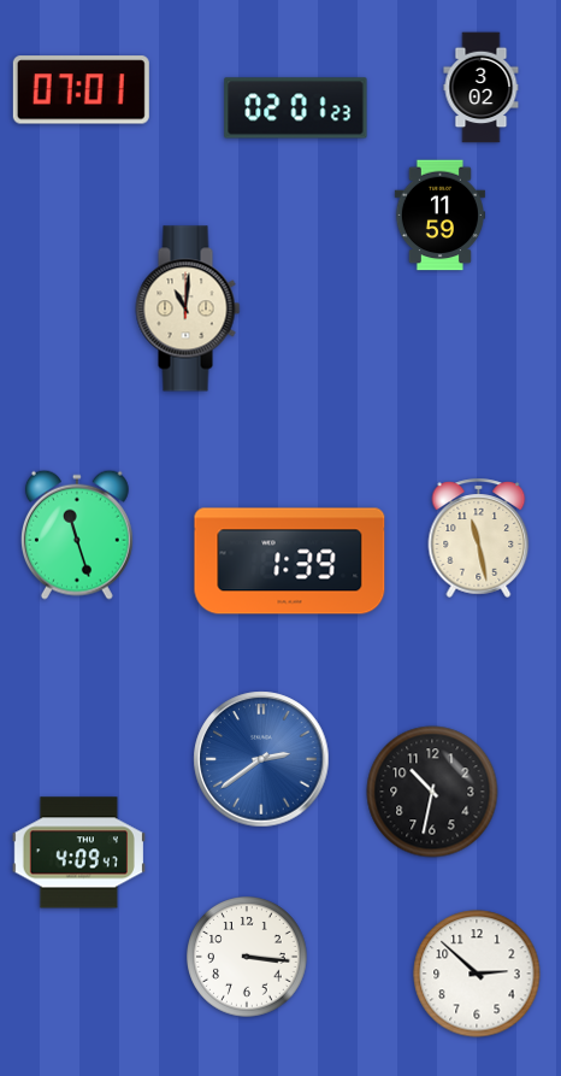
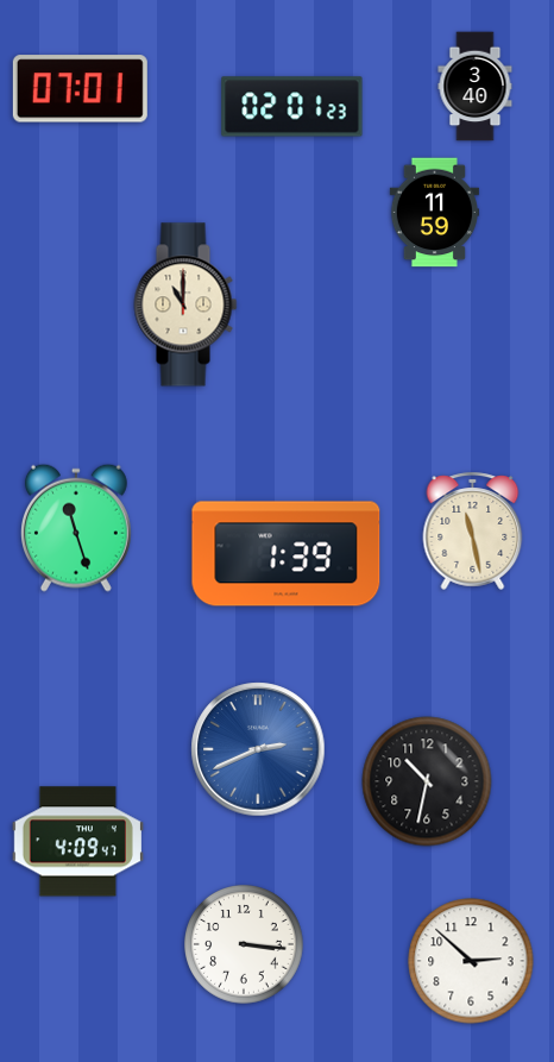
clock at (482, 88): 3:02 -> 3:40
clock at (188, 308): 11:01 -> 11:00
clock at (261, 759): 2:39 -> 2:41
